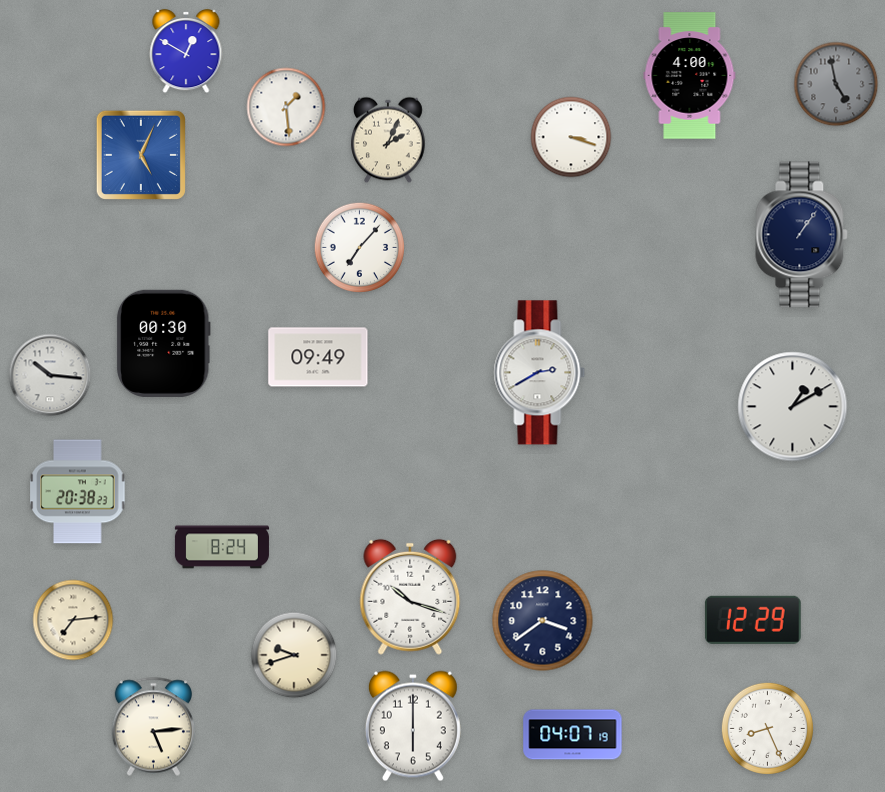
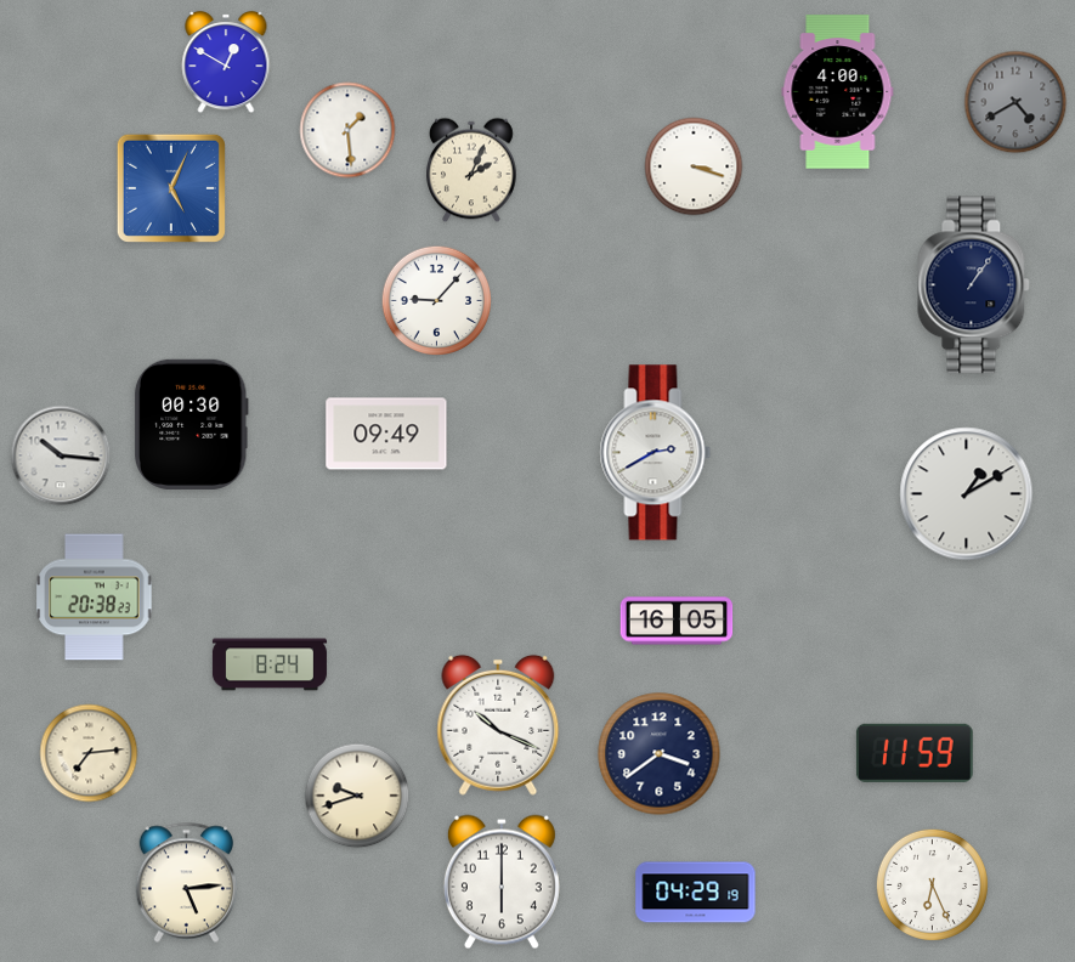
clock at (836, 84): 4:58 -> 4:40
clock at (359, 247): 7:07 -> 9:07
clock at (163, 343) position: (163, 343) -> (191, 424)
clock at (793, 407) position: (793, 407) -> (967, 494)
clock at (677, 621): none -> 16:05
clock at (410, 597): 10:18 -> 10:19
clock at (753, 620): 12:29 -> 11:59
clock at (767, 728): 8:26 -> 6:26
clock at (573, 735): 04:07 -> 04:29
